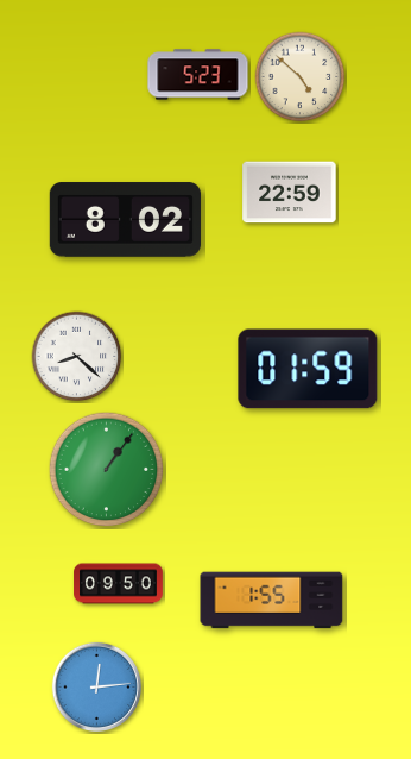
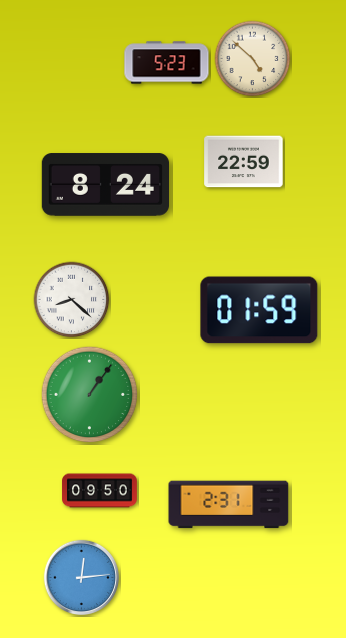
clock at (301, 77) position: (301, 77) -> (253, 59)
clock at (125, 220): 8:02 -> 8:24
clock at (77, 357) position: (77, 357) -> (72, 300)
clock at (272, 601): 1:55 -> 2:31
